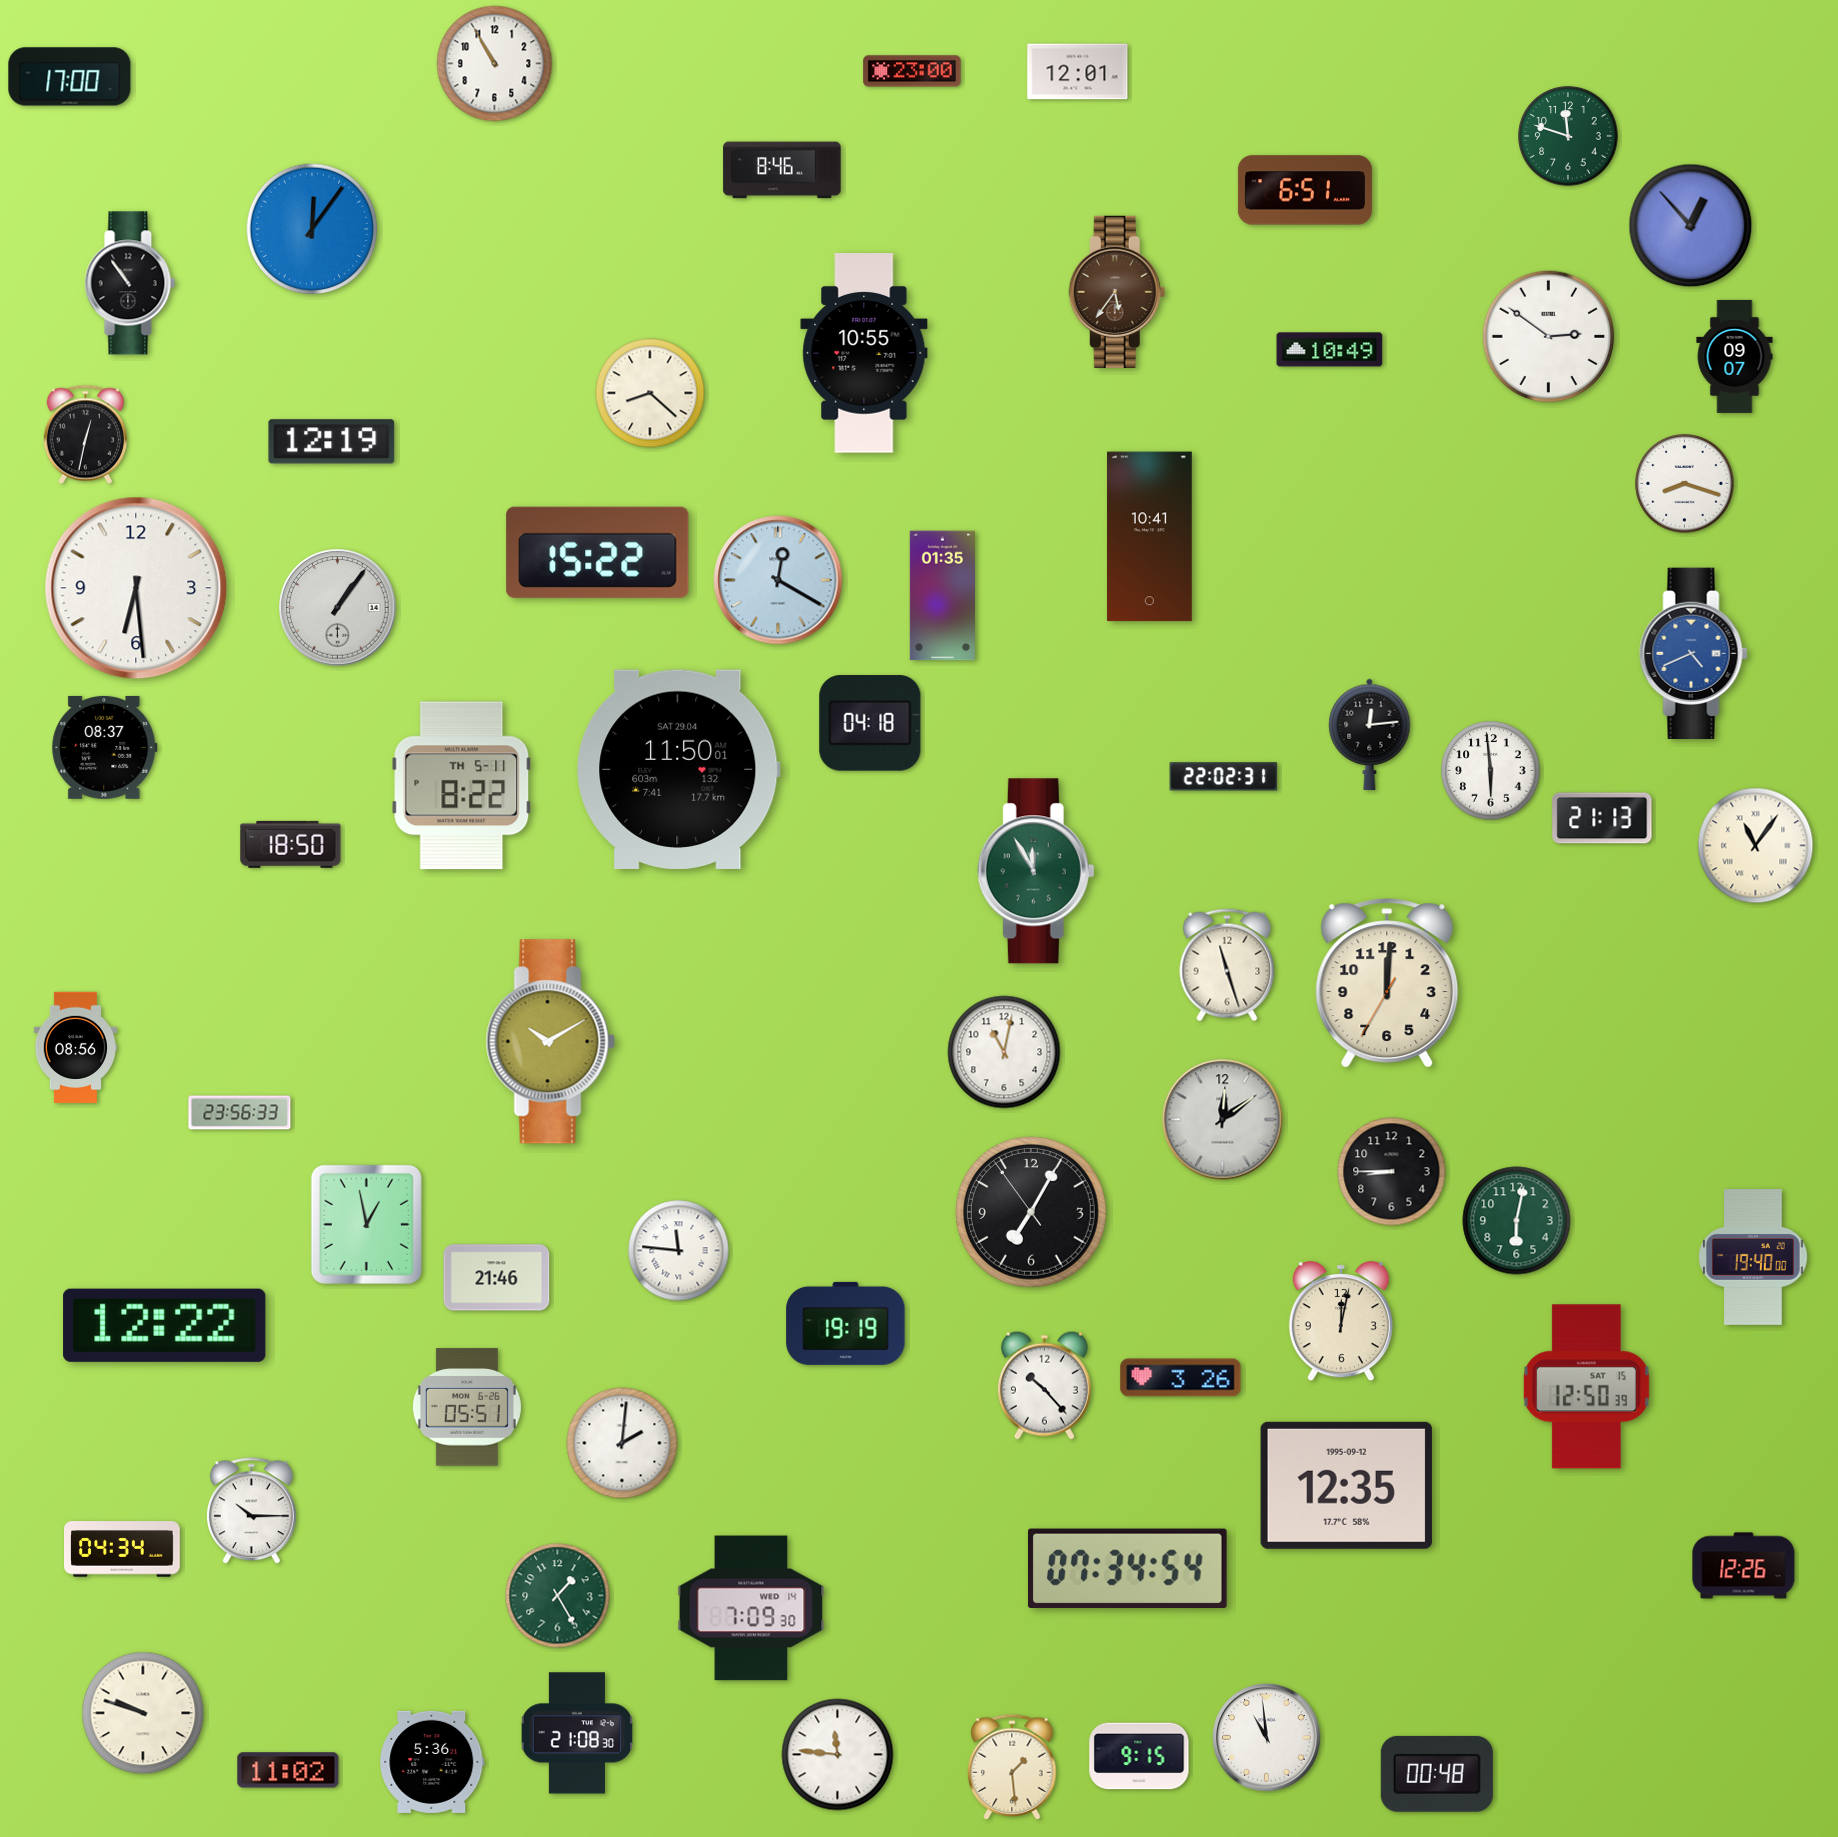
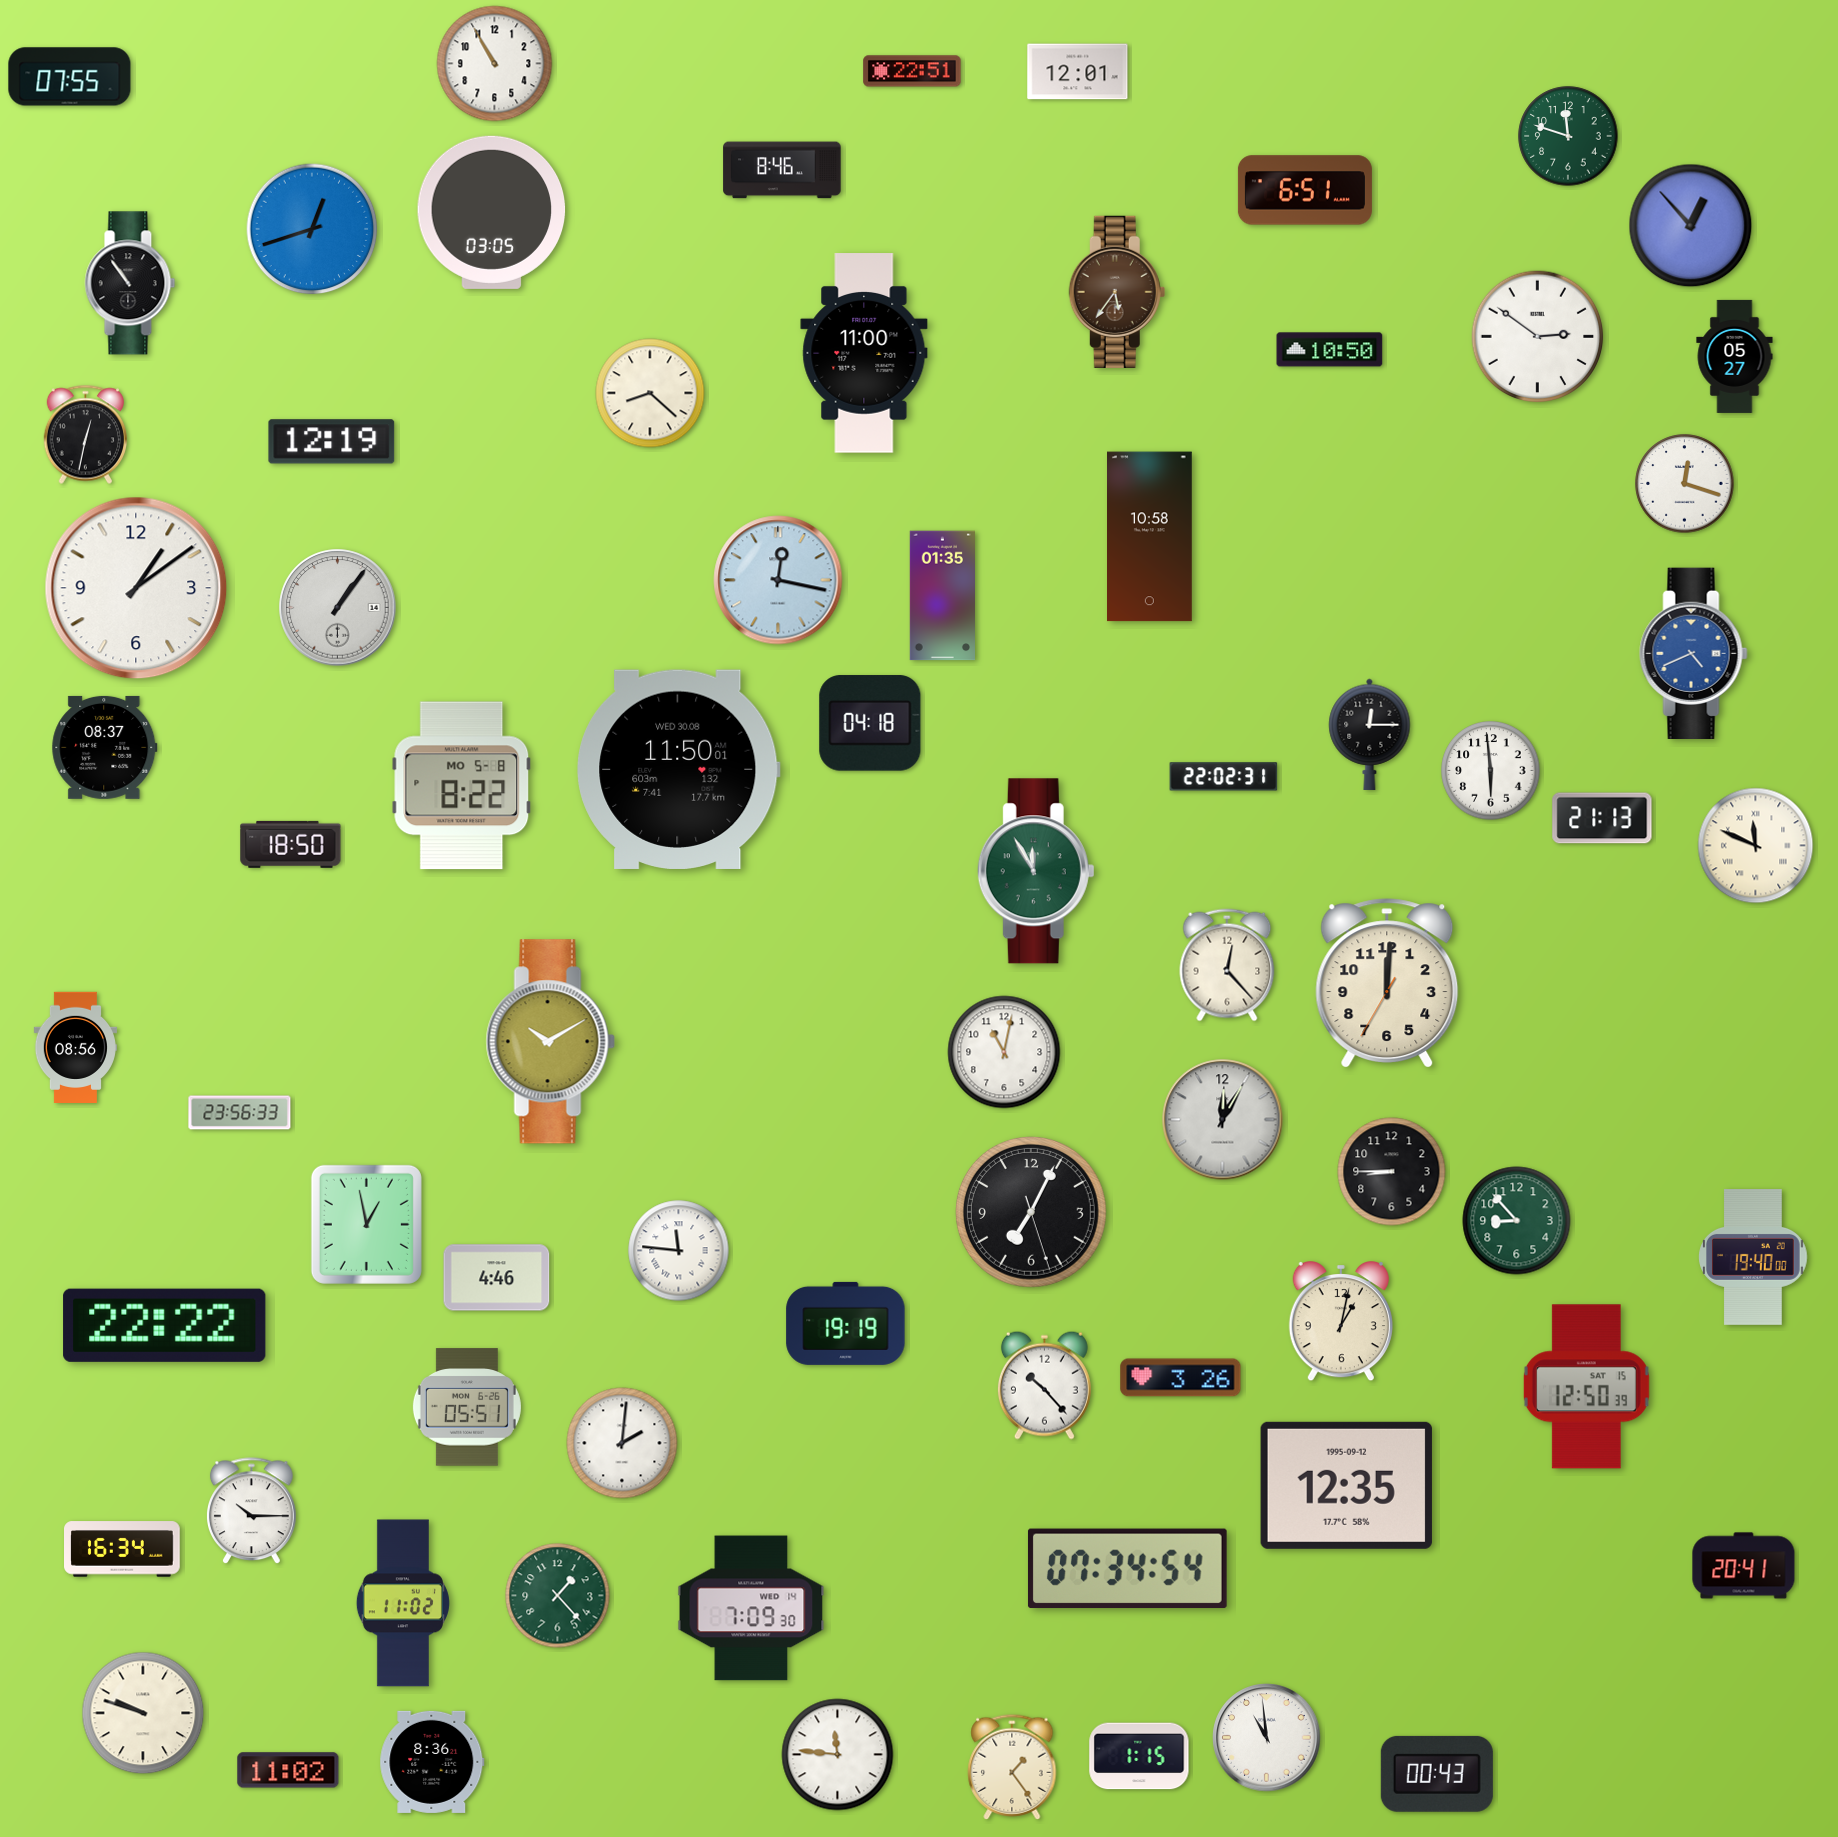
clock at (912, 71): 23:00 -> 22:51
clock at (70, 77): 17:00 -> 07:55
clock at (492, 212): none -> 03:05
clock at (312, 229): 12:06 -> 12:42
clock at (1549, 337) position: (1549, 337) -> (1538, 337)
clock at (1330, 350): 10:49 -> 10:50
clock at (864, 353): 10:55 -> 11:00
clock at (1735, 356): 09:07 -> 05:27
clock at (1685, 484): 8:18 -> 12:18
clock at (1150, 537): 10:41 -> 10:58
clock at (598, 552): 15:22 -> none
clock at (778, 580): 12:20 -> 12:17
clock at (136, 588): 6:29 -> 1:09
clock at (1370, 734): 12:14 -> 12:15
clock at (679, 769) date: SAT 29.04 -> WED 30.08
clock at (462, 786) date: TH 5-11 -> MO 5-8
clock at (1756, 846): 11:06 -> 11:49
clock at (1227, 965): 11:27 -> 12:23
clock at (1223, 1120): 12:09 -> 12:05
clock at (1031, 1212): 7:04:54 -> 7:04:27
clock at (1517, 1221): 6:02 -> 8:53
clock at (497, 1278): 21:46 -> 4:46
clock at (1341, 1322): 12:02 -> 1:02
clock at (165, 1325): 12:22 -> 22:22
clock at (122, 1549): 04:34 -> 16:34
clock at (1744, 1566): 12:26 -> 20:41
clock at (558, 1596): 1:25 -> 1:23
clock at (403, 1603): none -> 11:02
clock at (577, 1733): 21:08 -> none
clock at (1139, 1756): 9:15 -> 1:15
clock at (432, 1762): 5:36 -> 8:36
clock at (1012, 1767): 1:29 -> 1:24
clock at (1437, 1774): 00:48 -> 00:43
